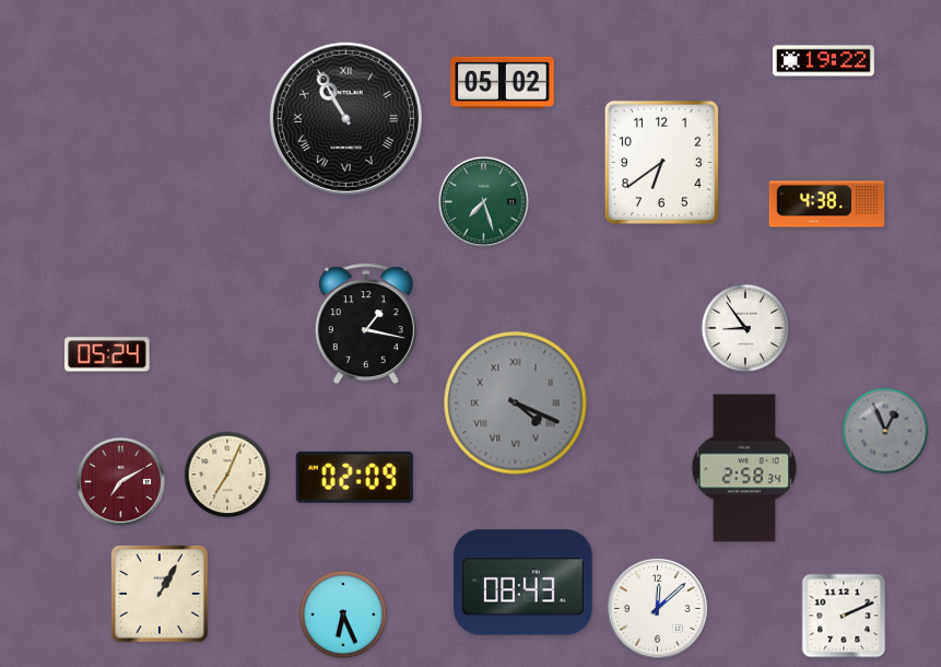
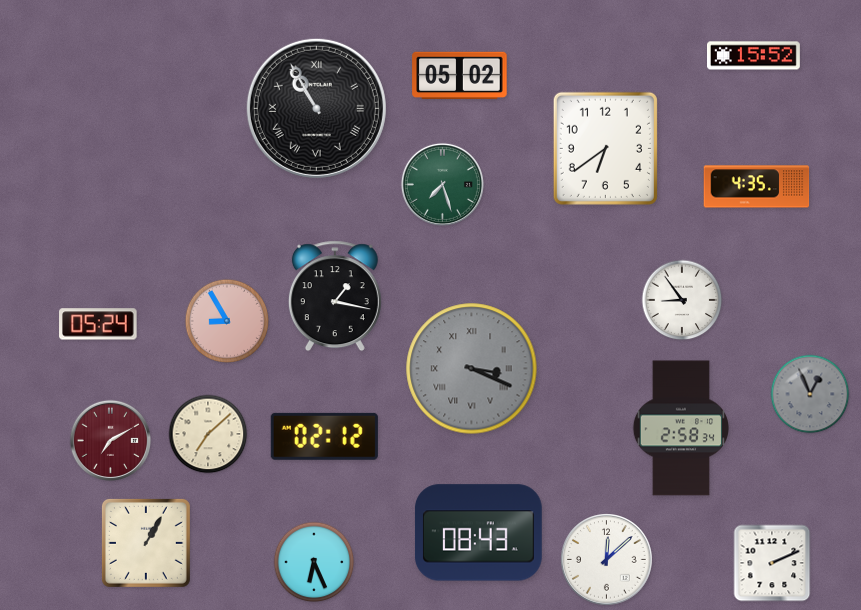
clock at (824, 61): 19:22 -> 15:52
clock at (827, 204): 4:38 -> 4:35
clock at (226, 320): none -> 8:55
clock at (516, 403): 4:19 -> 3:19
clock at (227, 475): 7:04 -> 7:08
clock at (354, 477): 02:09 -> 02:12
clock at (658, 609) position: (658, 609) -> (607, 560)
